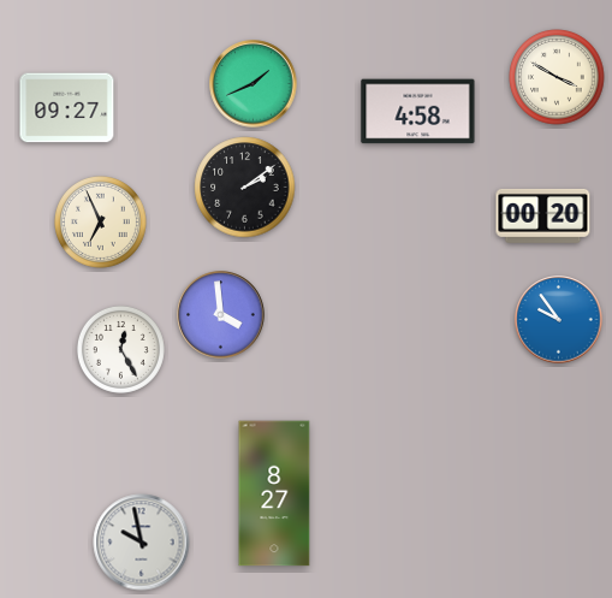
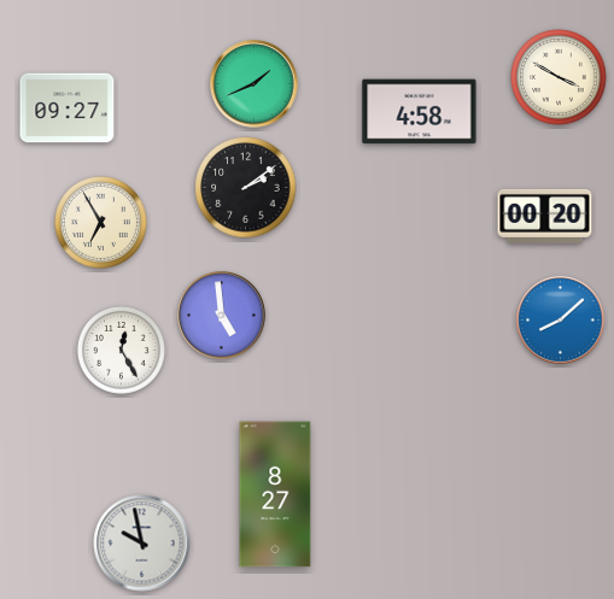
clock at (101, 223): 6:56 -> 6:55
clock at (221, 315): 3:59 -> 4:59
clock at (559, 320): 9:54 -> 8:08
